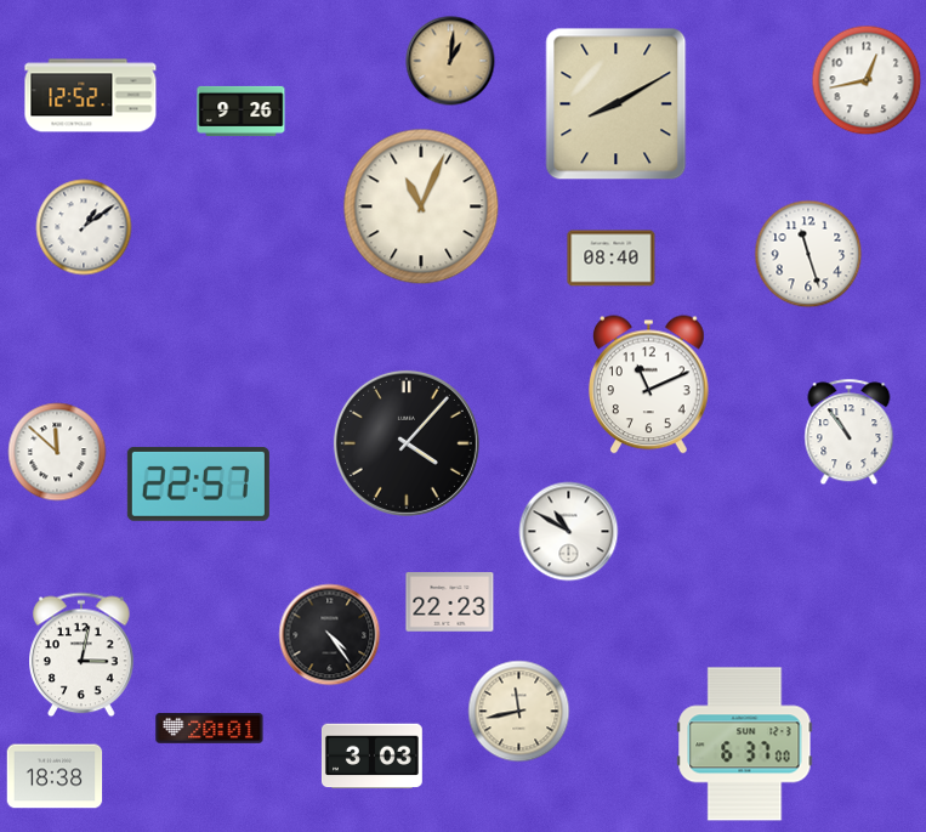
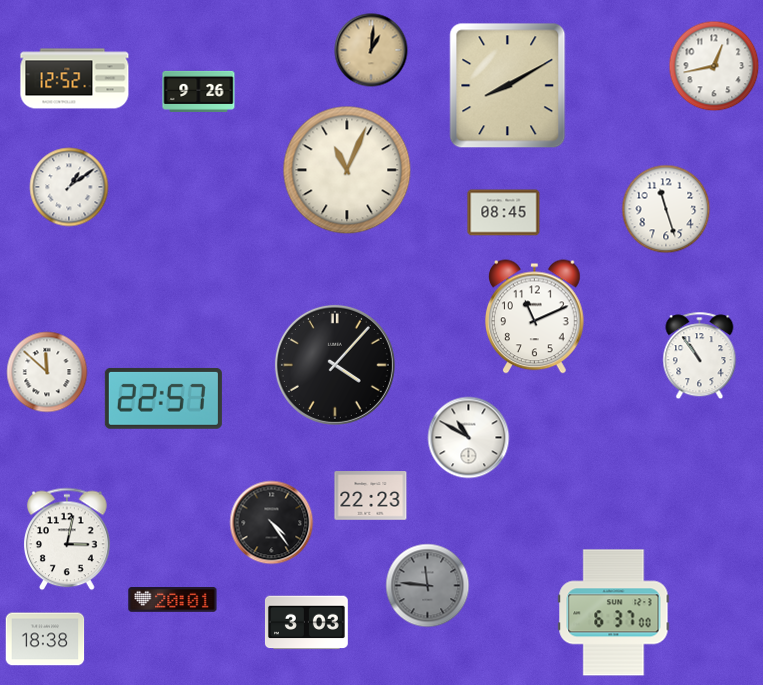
clock at (612, 259): 08:40 -> 08:45
clock at (519, 712): 11:43 -> 11:46
clock at (519, 712) dial: cream -> grey
